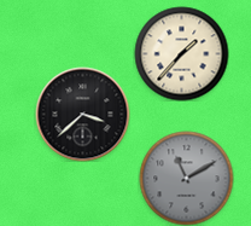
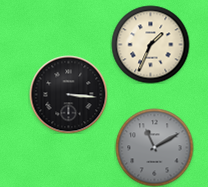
clock at (181, 53): 1:37 -> 1:34
clock at (82, 114): 3:38 -> 3:16
